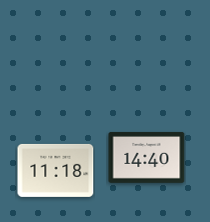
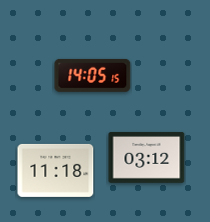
clock at (93, 75): none -> 14:05
clock at (147, 158): 14:40 -> 03:12
